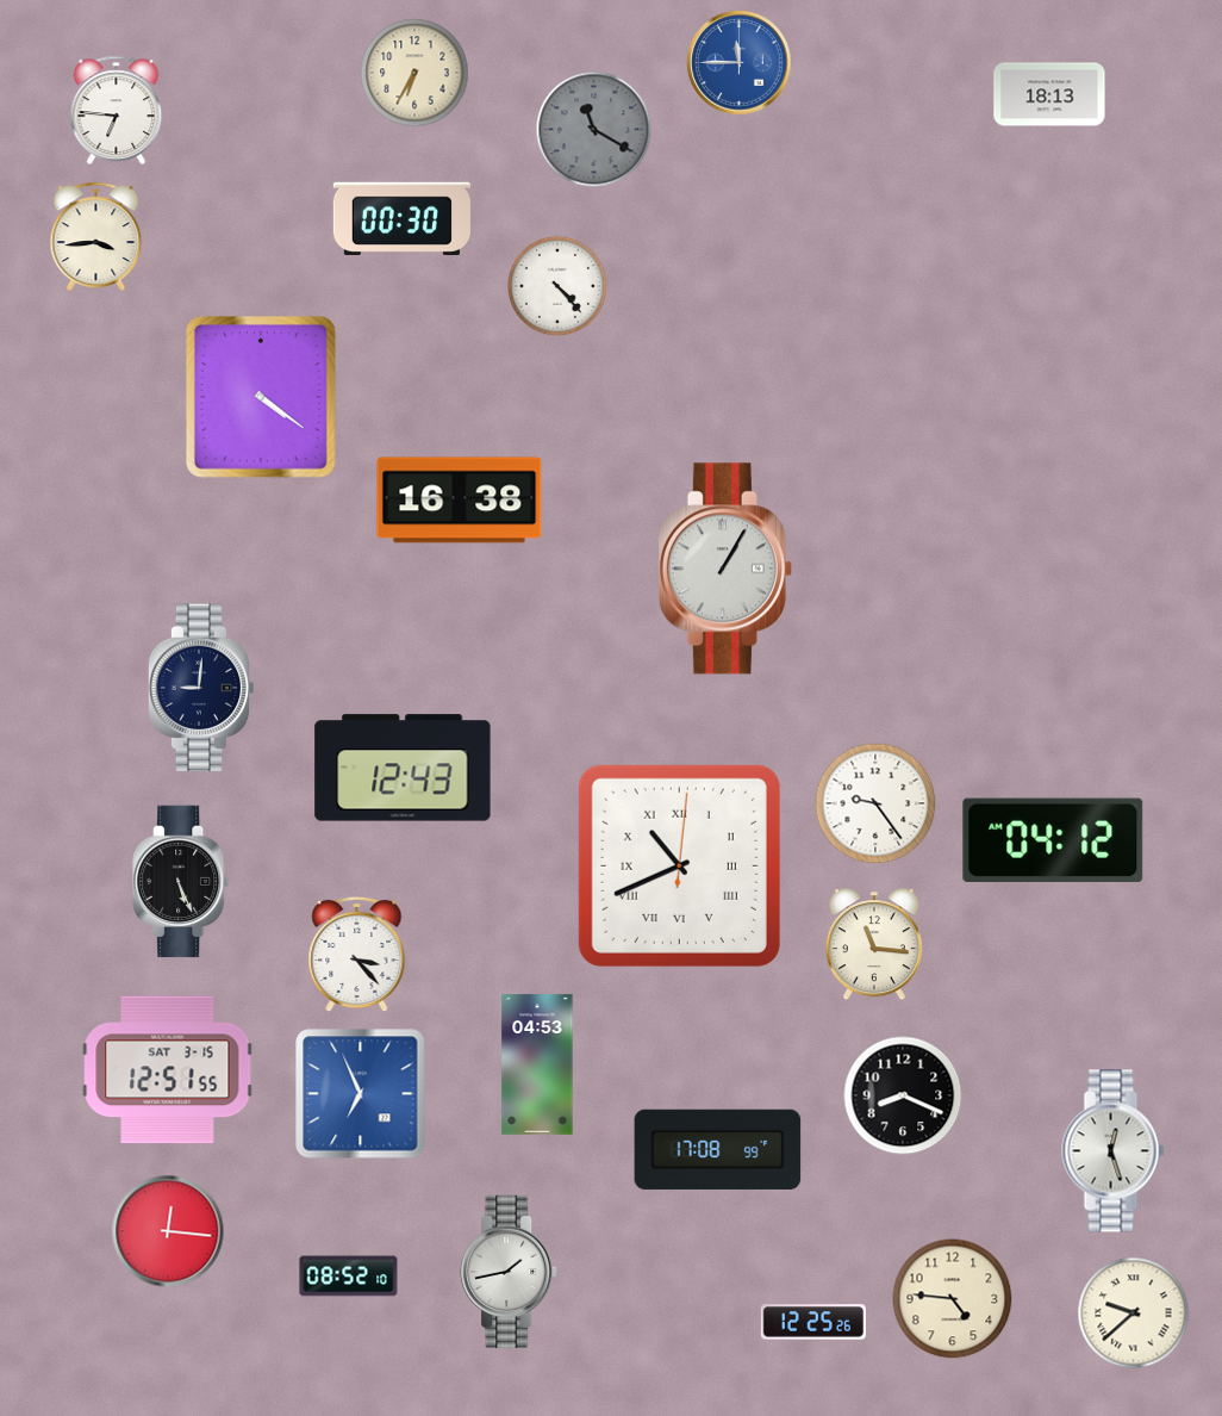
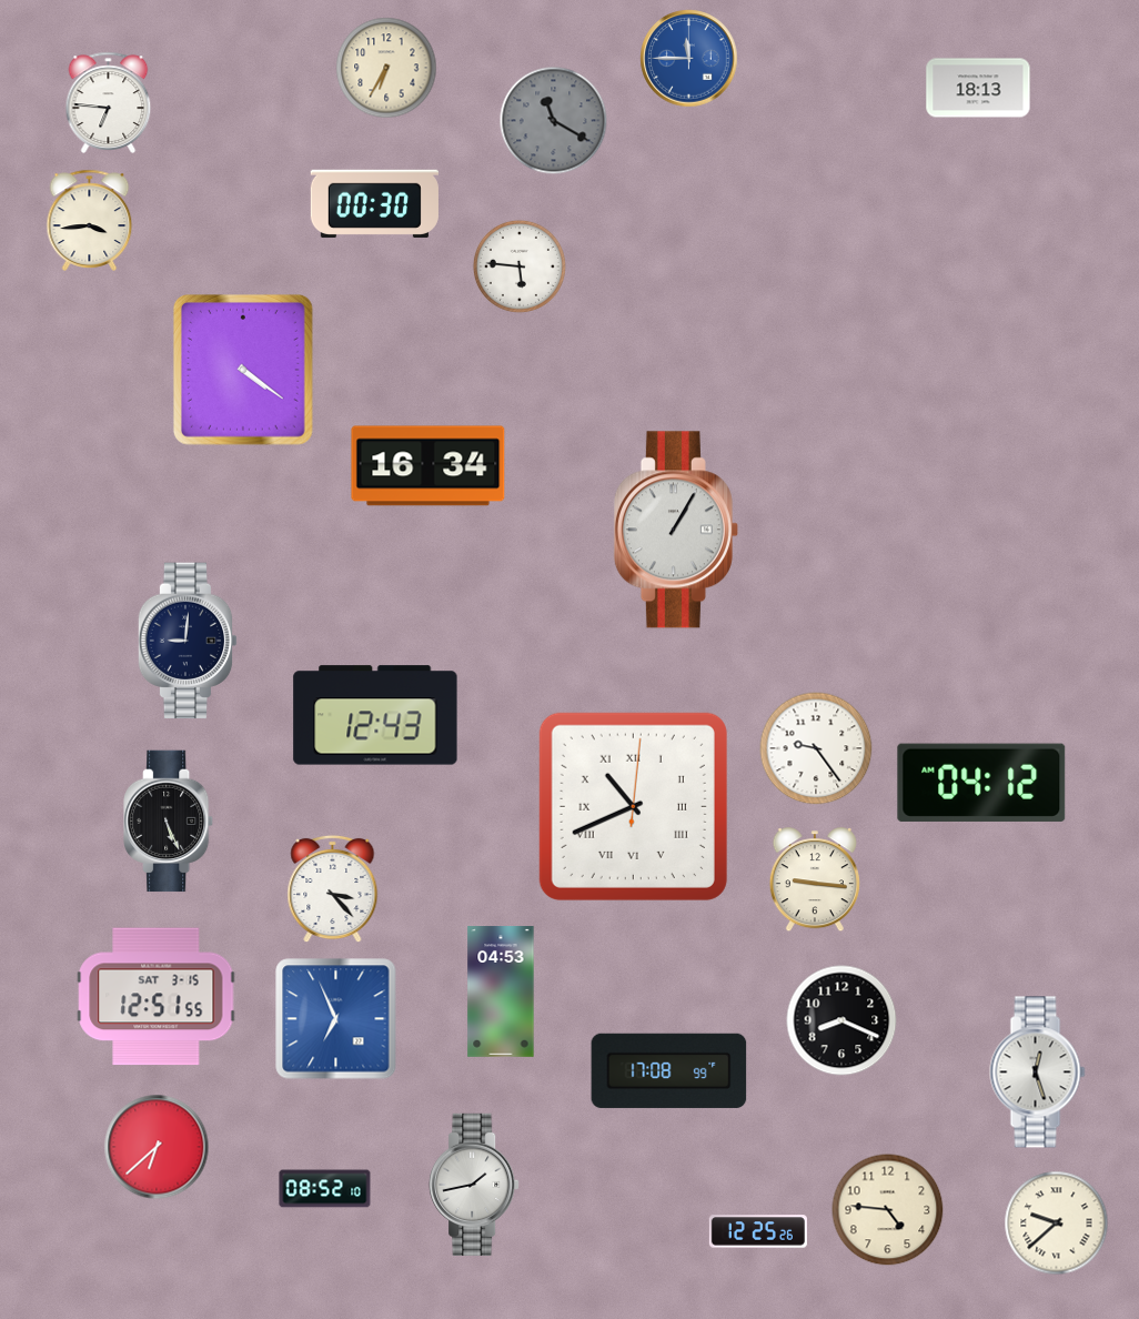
clock at (557, 286): 4:23 -> 5:46
clock at (460, 501): 16:38 -> 16:34
clock at (874, 945): 11:16 -> 9:16
clock at (168, 1231): 12:16 -> 6:38
